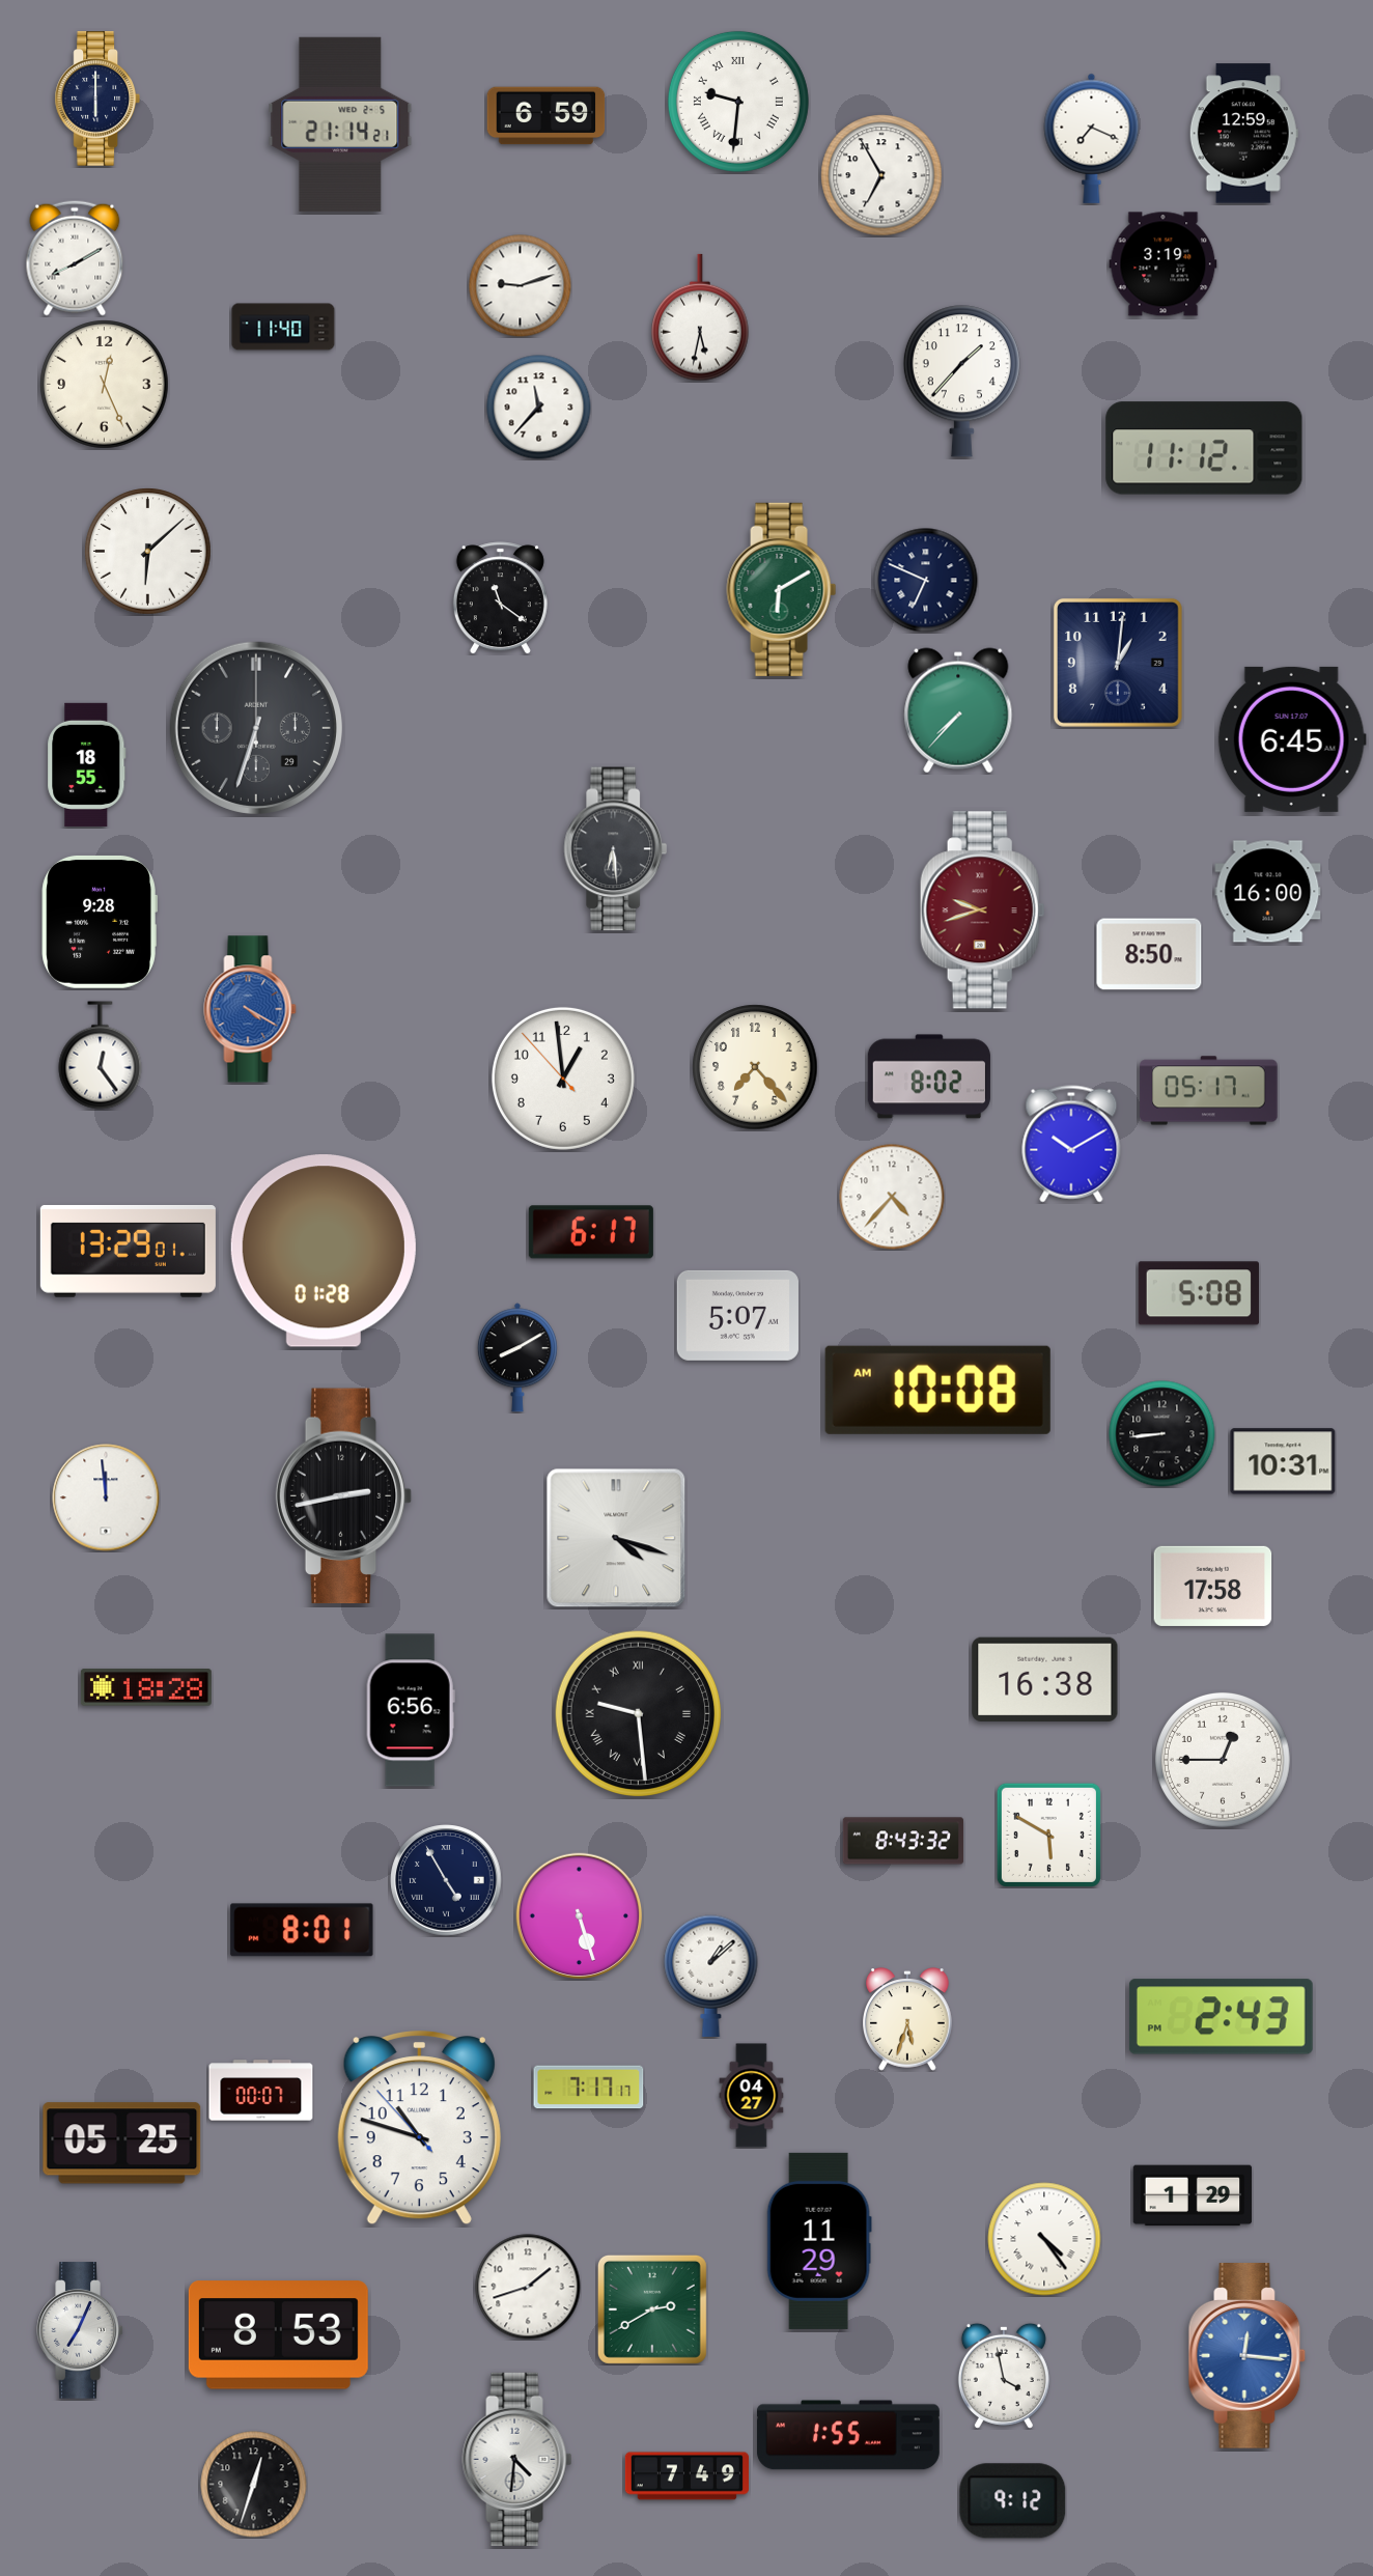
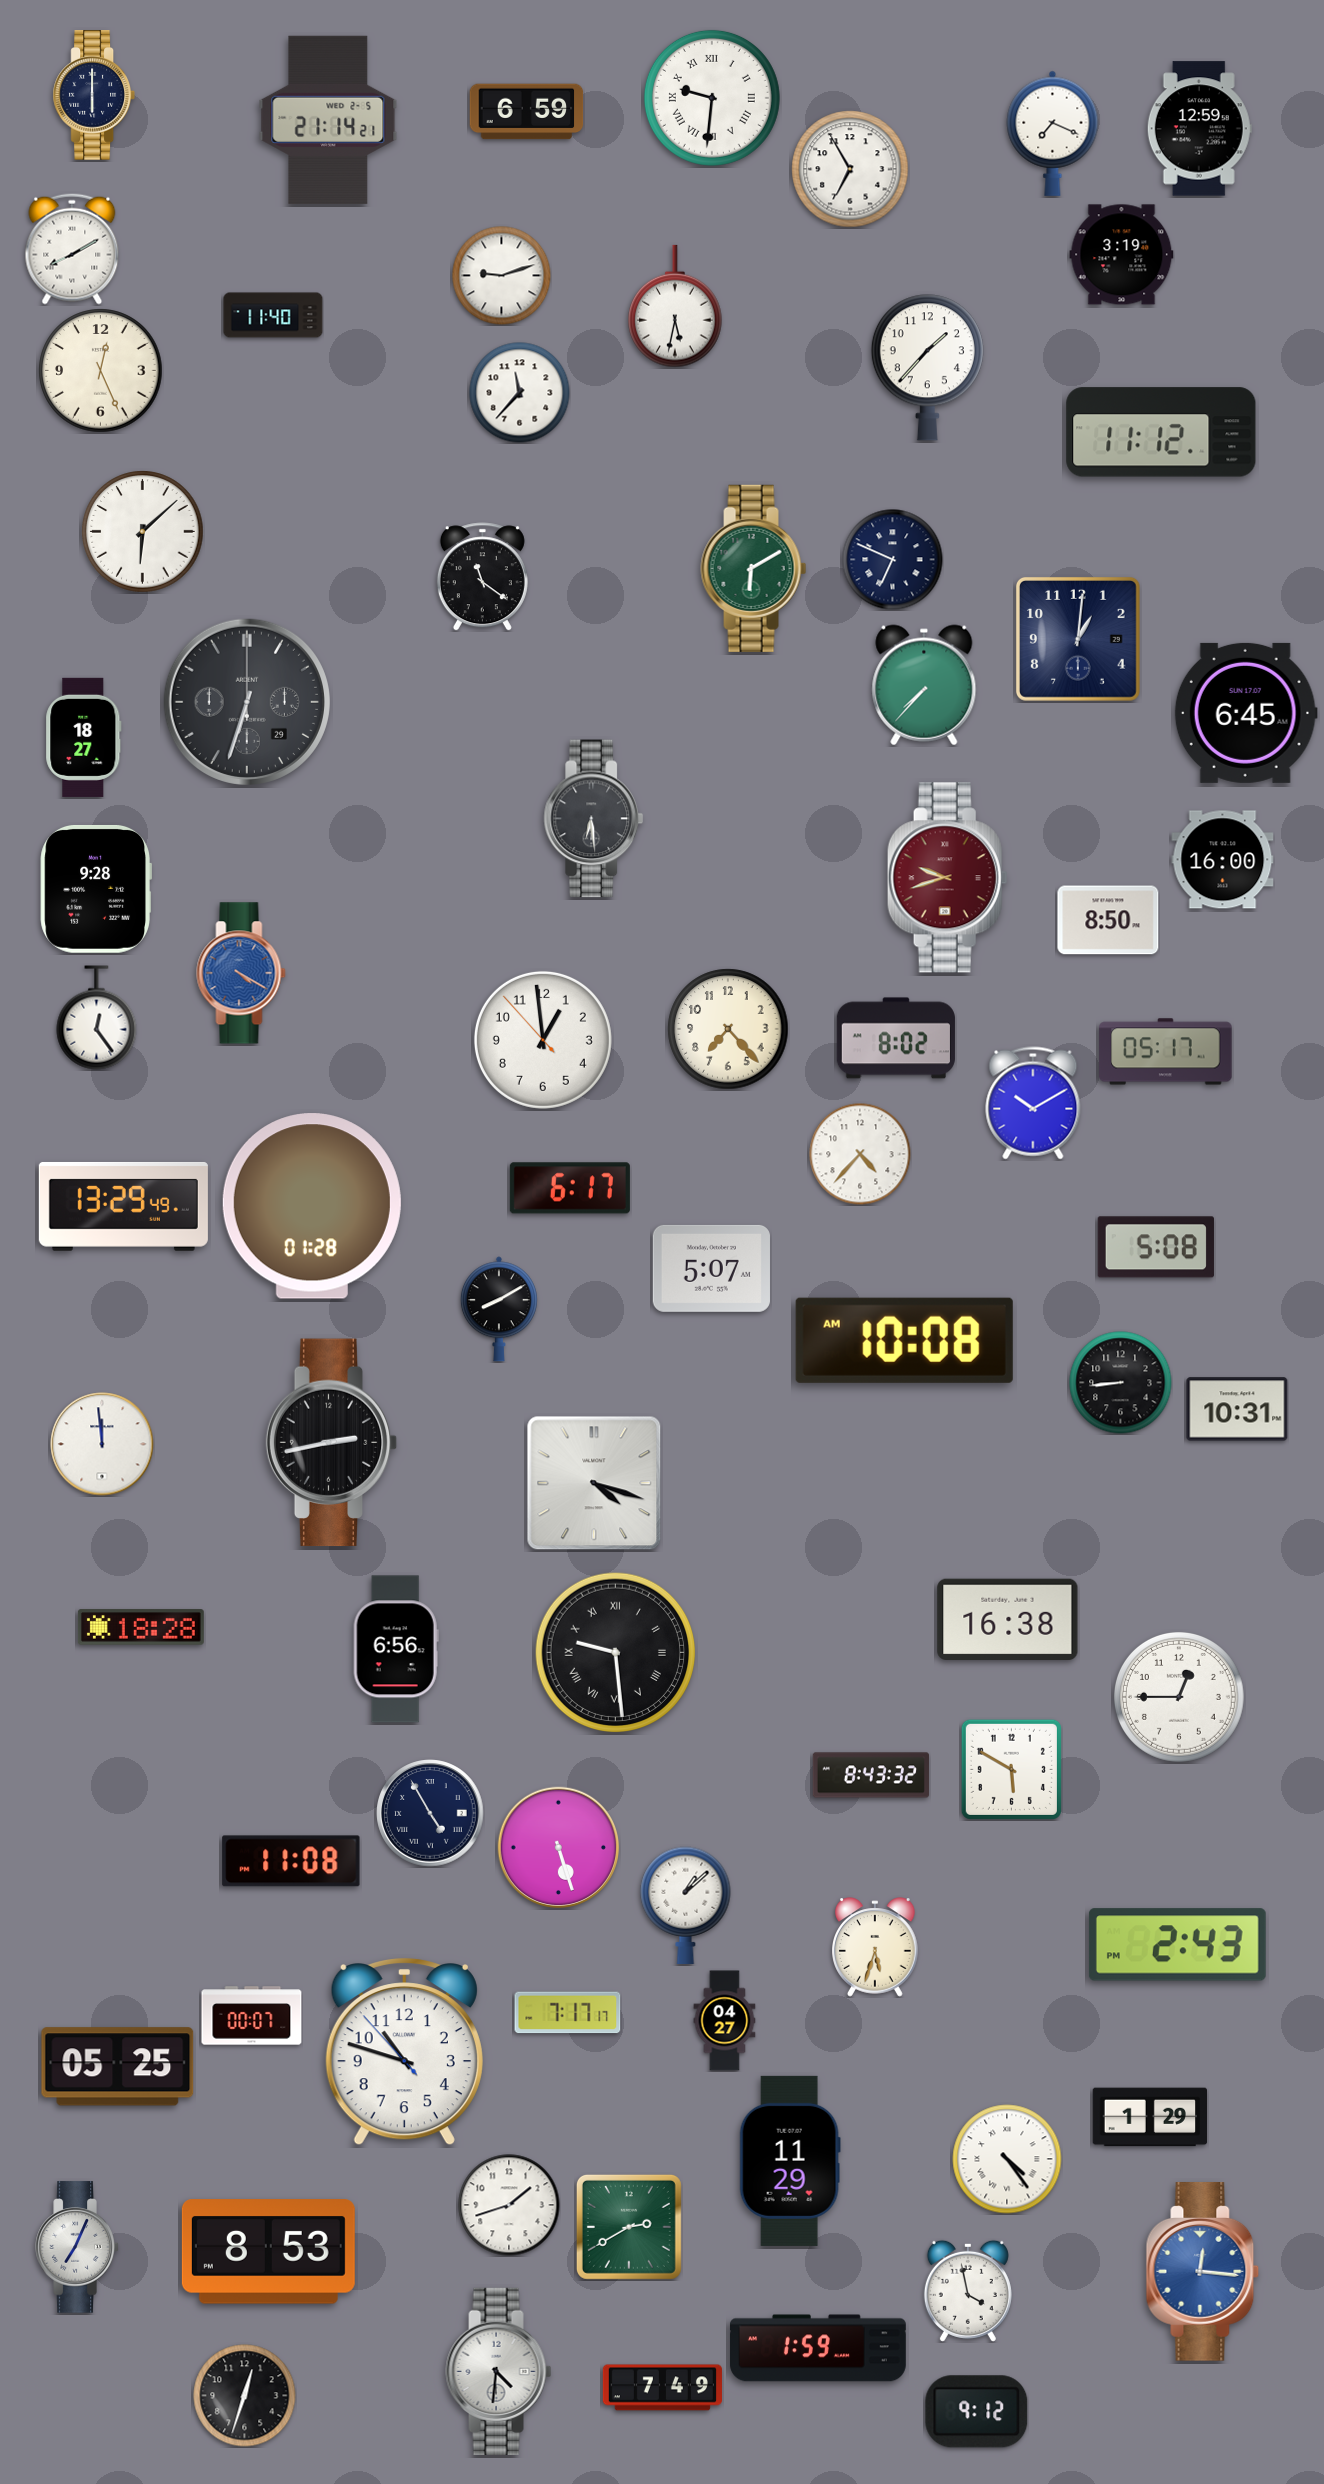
clock at (87, 764): 18:55 -> 18:27
clock at (128, 1251): 13:29:01 -> 13:29:49
clock at (1213, 1586): 17:58 -> none
clock at (302, 1930): 8:01 -> 11:08
clock at (848, 2435): 1:55 -> 1:59
